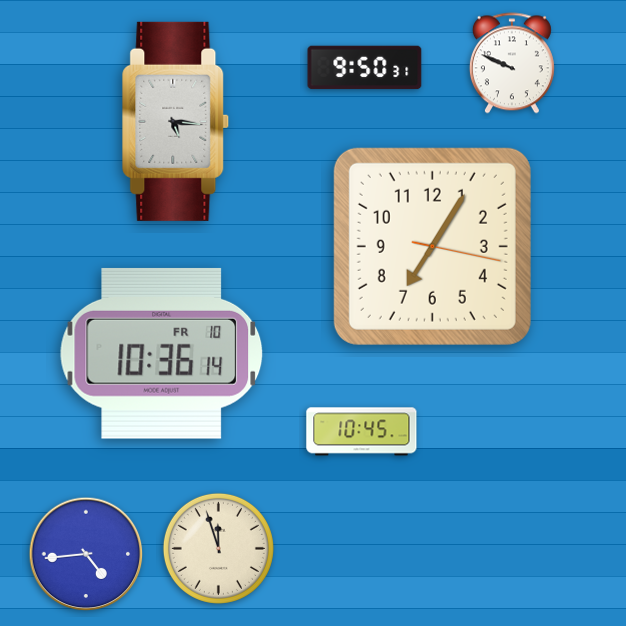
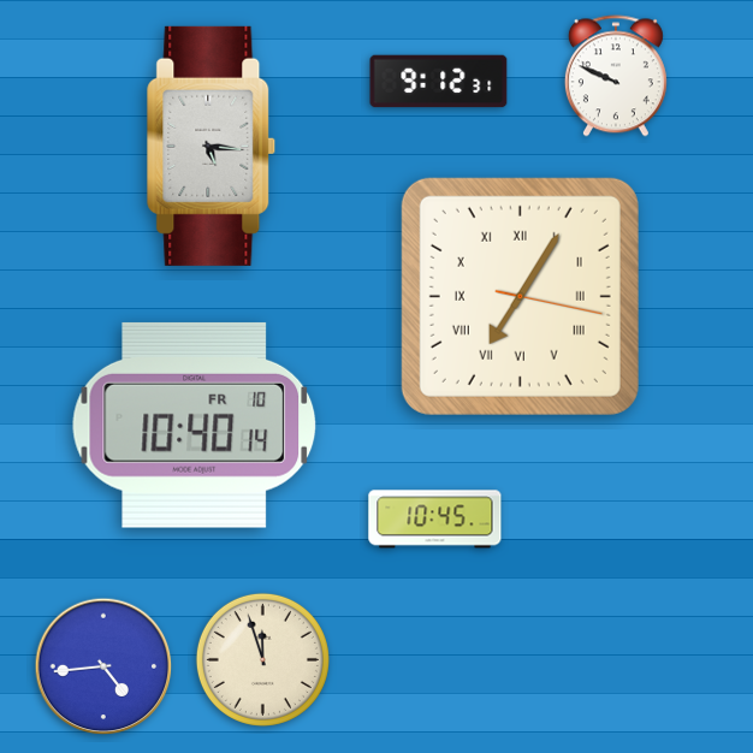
clock at (365, 68): 9:50 -> 9:12
clock at (432, 246) numerals: Arabic -> Roman
clock at (162, 353): 10:36 -> 10:40
